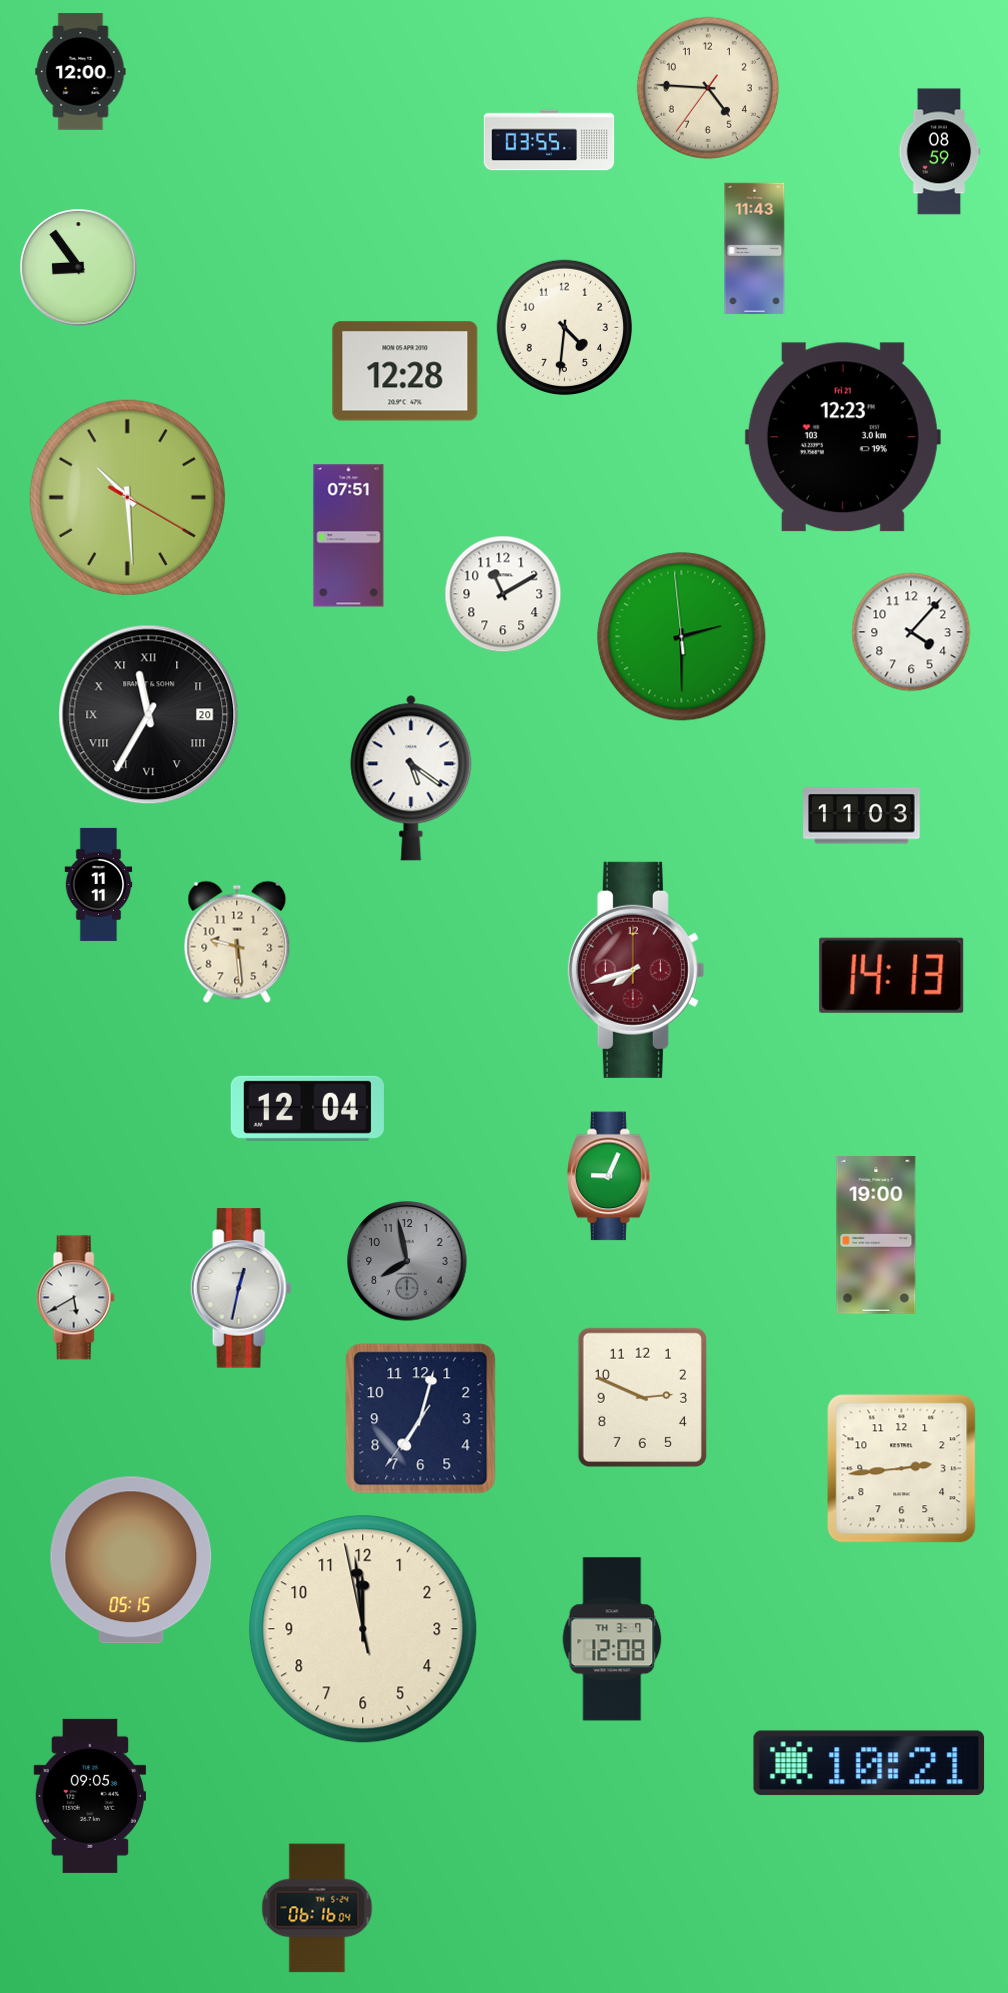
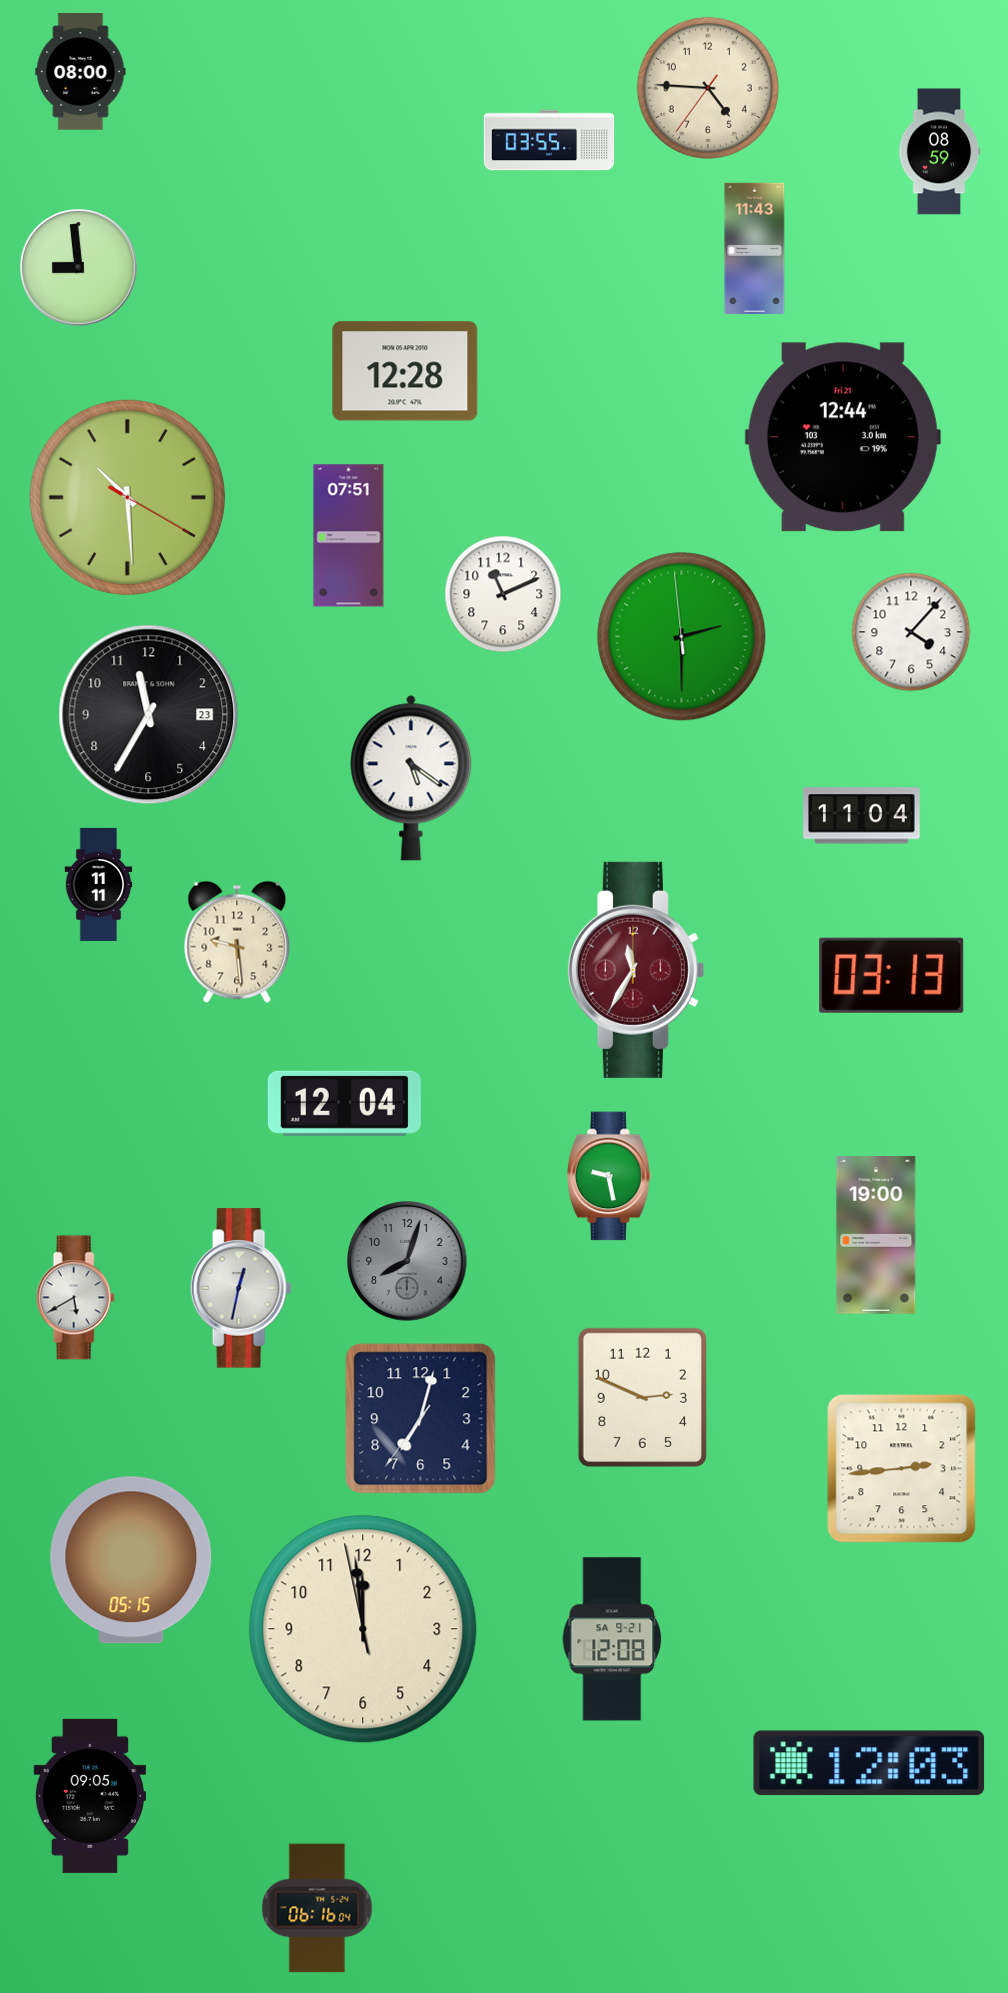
clock at (81, 72): 12:00 -> 08:00
clock at (79, 268): 8:54 -> 8:59
clock at (564, 327): 4:31 -> none
clock at (843, 437): 12:23 -> 12:44
clock at (503, 594): 11:10 -> 11:11
clock at (149, 715) date: 20 -> 23
clock at (149, 715) numerals: Roman -> Arabic
clock at (862, 816): 11:03 -> 11:04
clock at (636, 970): 7:42 -> 11:35
clock at (892, 975): 14:13 -> 03:13
clock at (307, 1108) position: (307, 1108) -> (344, 1103)
clock at (609, 1176): 9:04 -> 9:28
clock at (407, 1261): 7:58 -> 8:03
clock at (612, 1639) date: TH 3-7 -> SA 9-21
clock at (869, 1763): 10:21 -> 12:03
